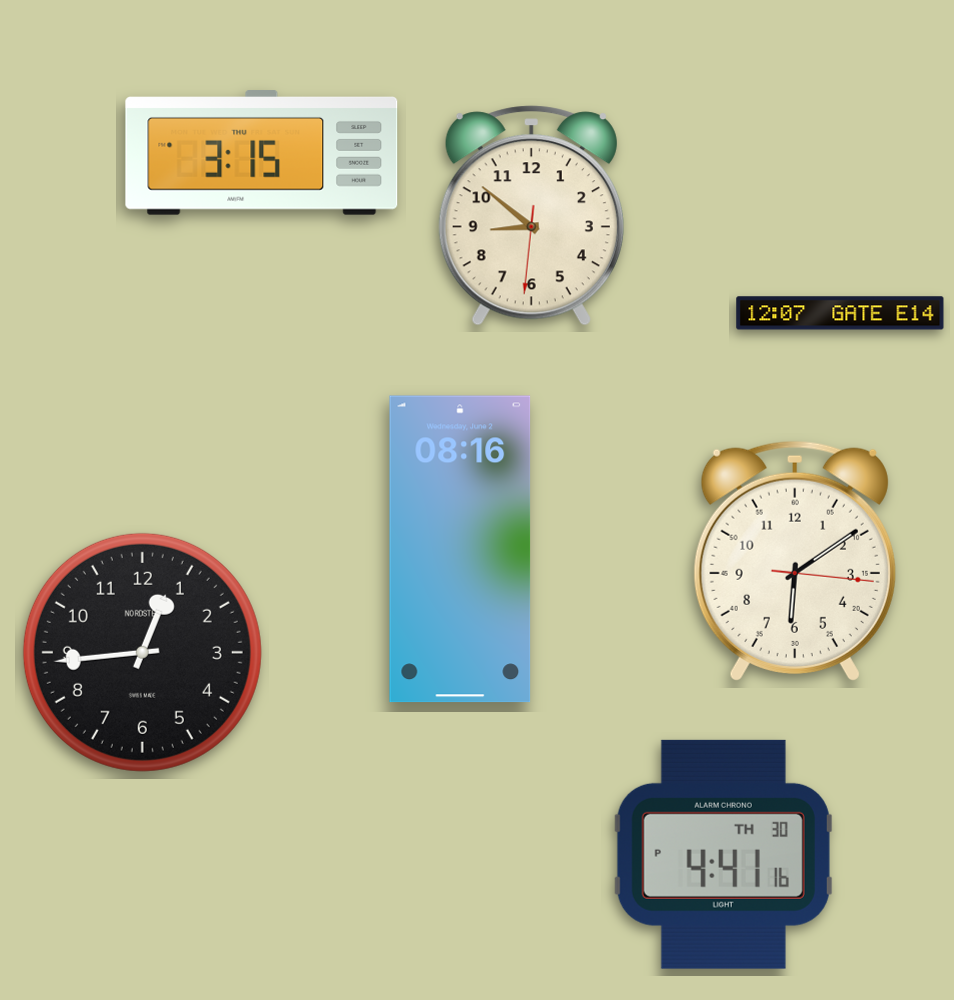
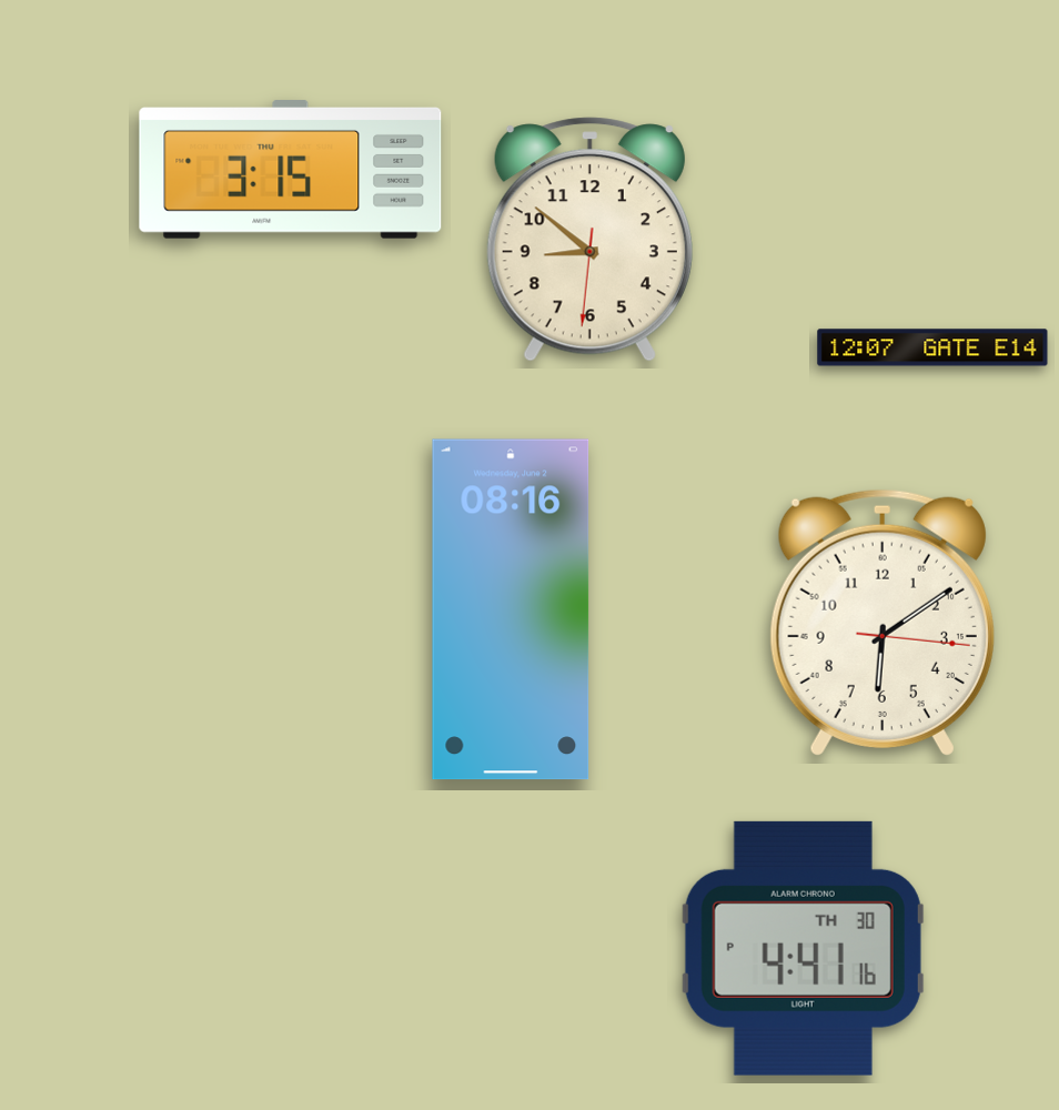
clock at (142, 652): 12:44 -> none
